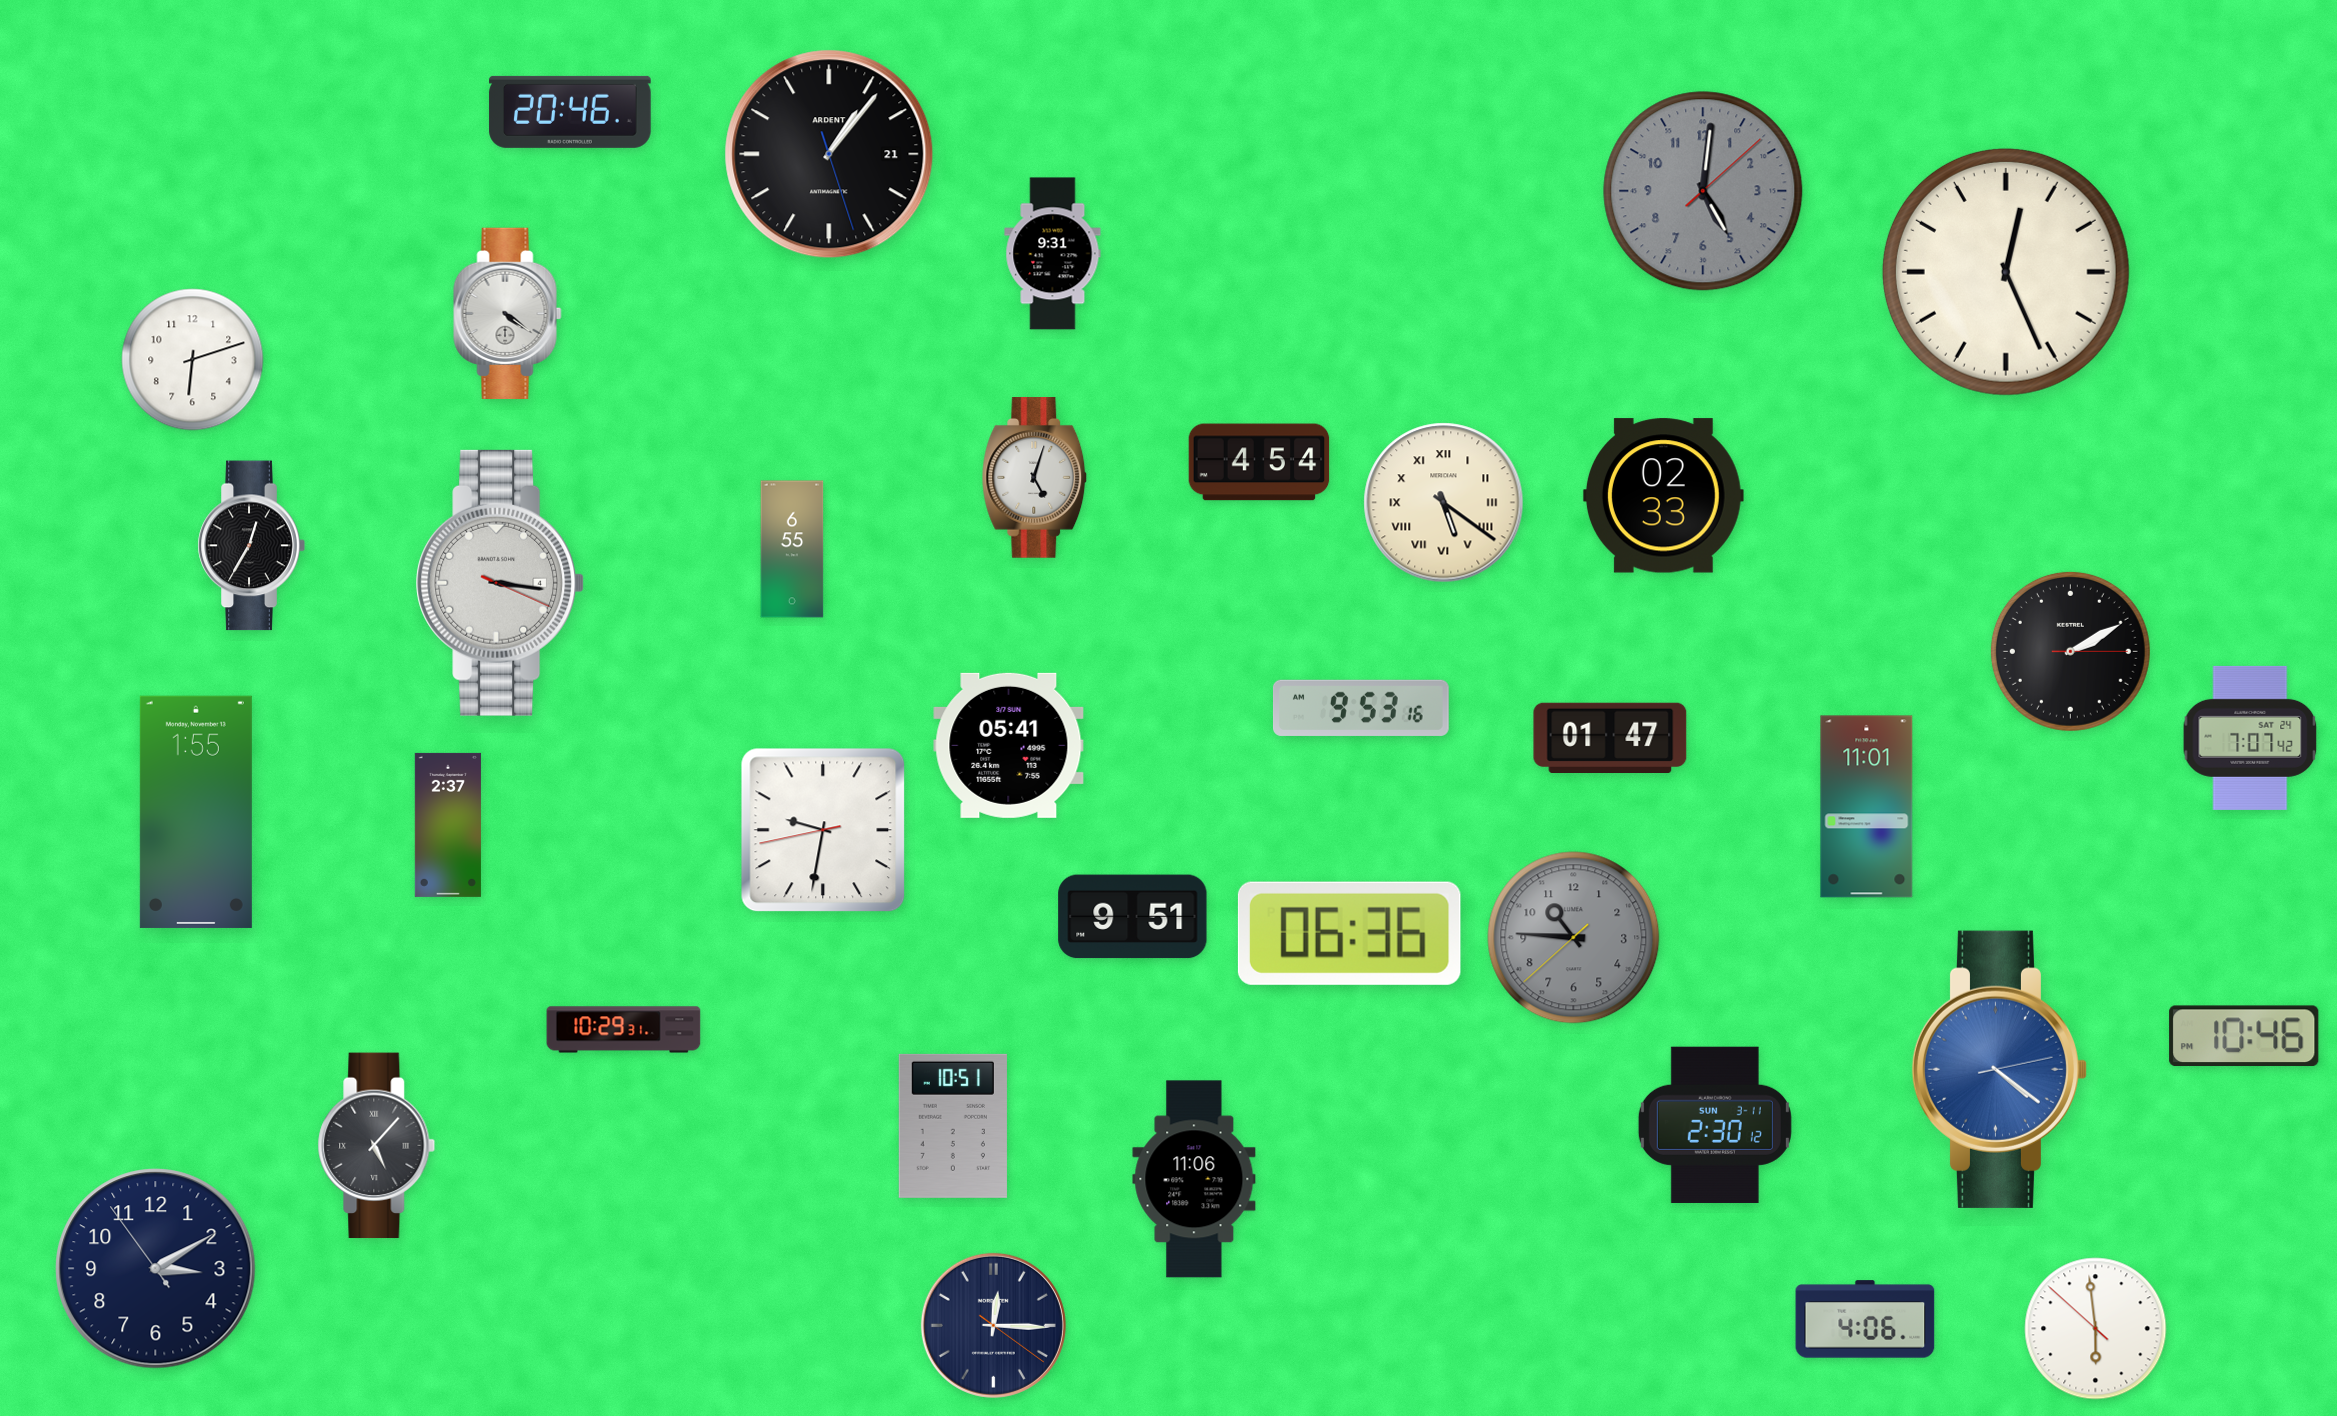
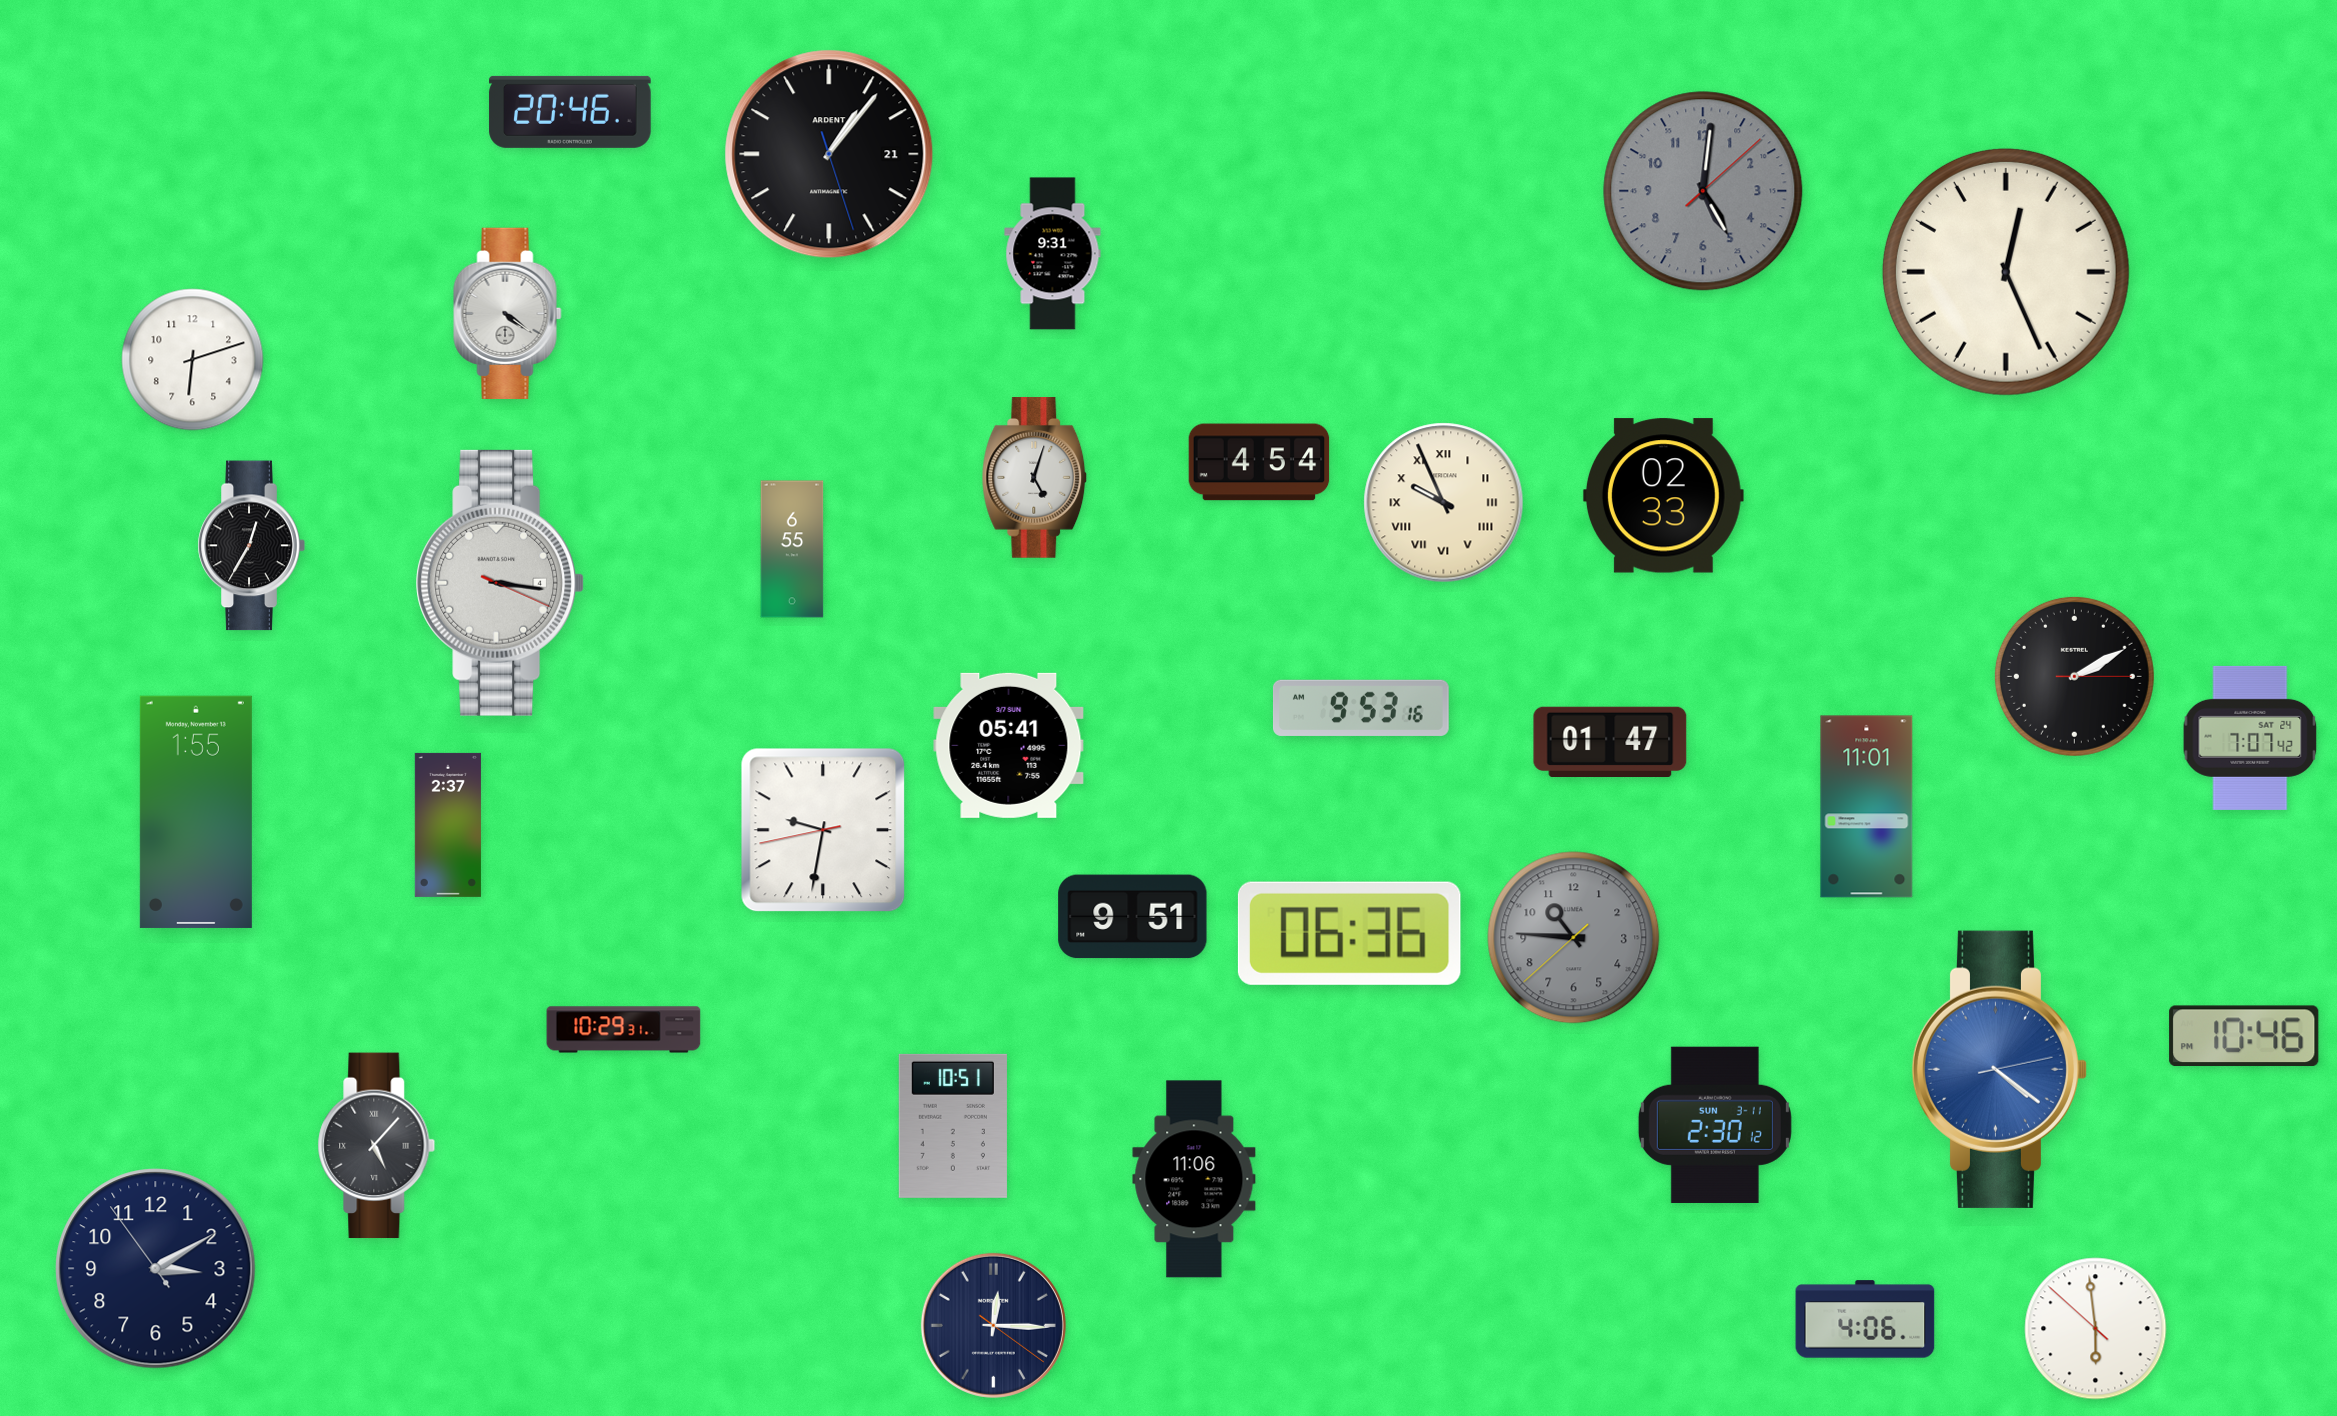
clock at (1444, 503): 5:21 -> 9:56
clock at (2070, 651) position: (2070, 651) -> (2074, 676)
clock at (1610, 737) position: (1610, 737) -> (1610, 741)
